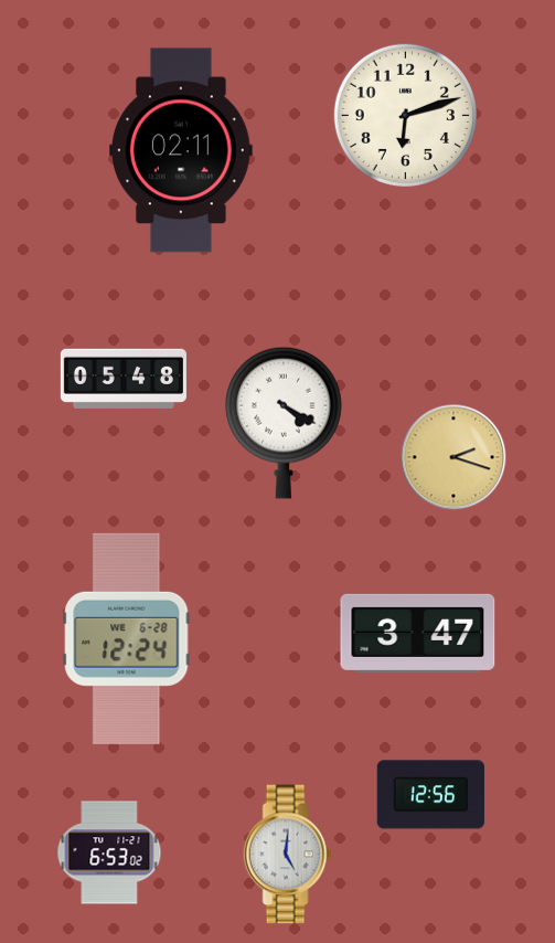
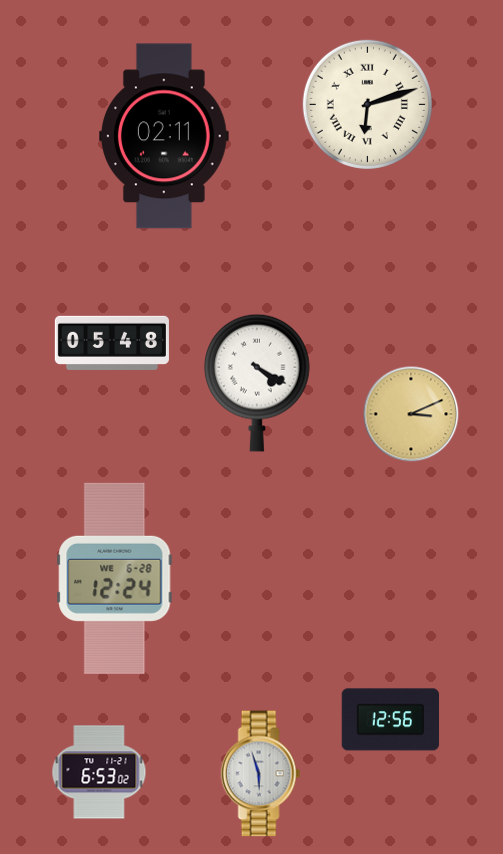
clock at (405, 115) numerals: Arabic -> Roman
clock at (453, 457): 2:18 -> 3:11
clock at (418, 633): 3:47 -> none
clock at (288, 855): 5:01 -> 5:57
